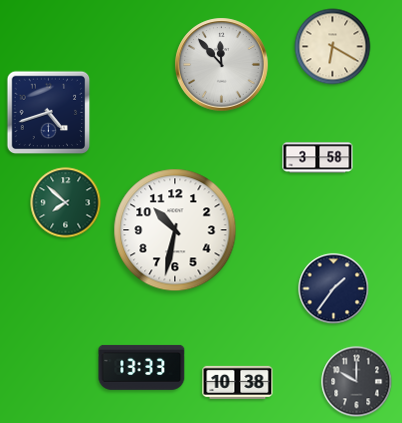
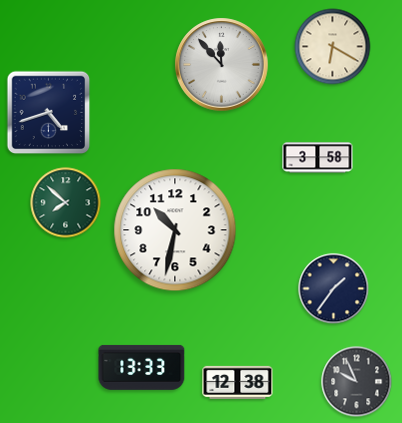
clock at (238, 382): 10:38 -> 12:38
clock at (357, 382): 10:00 -> 9:56
